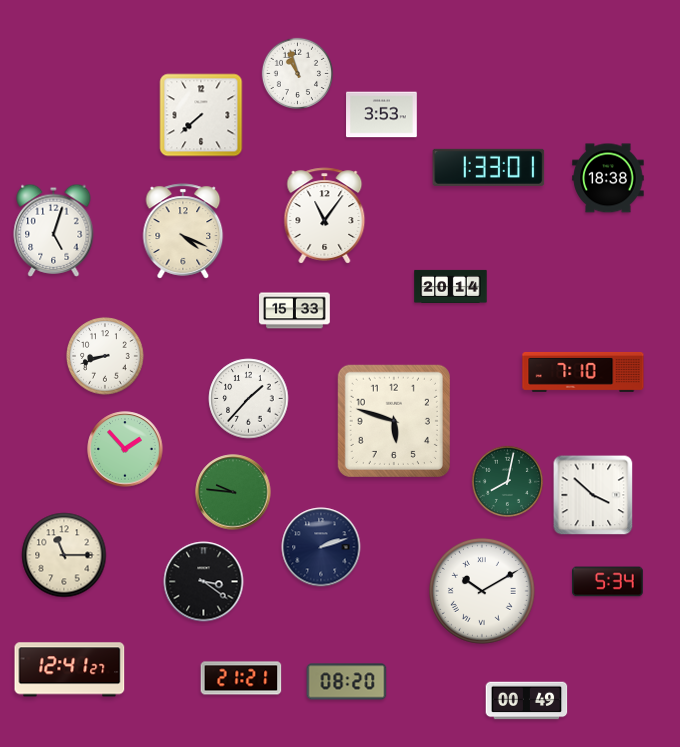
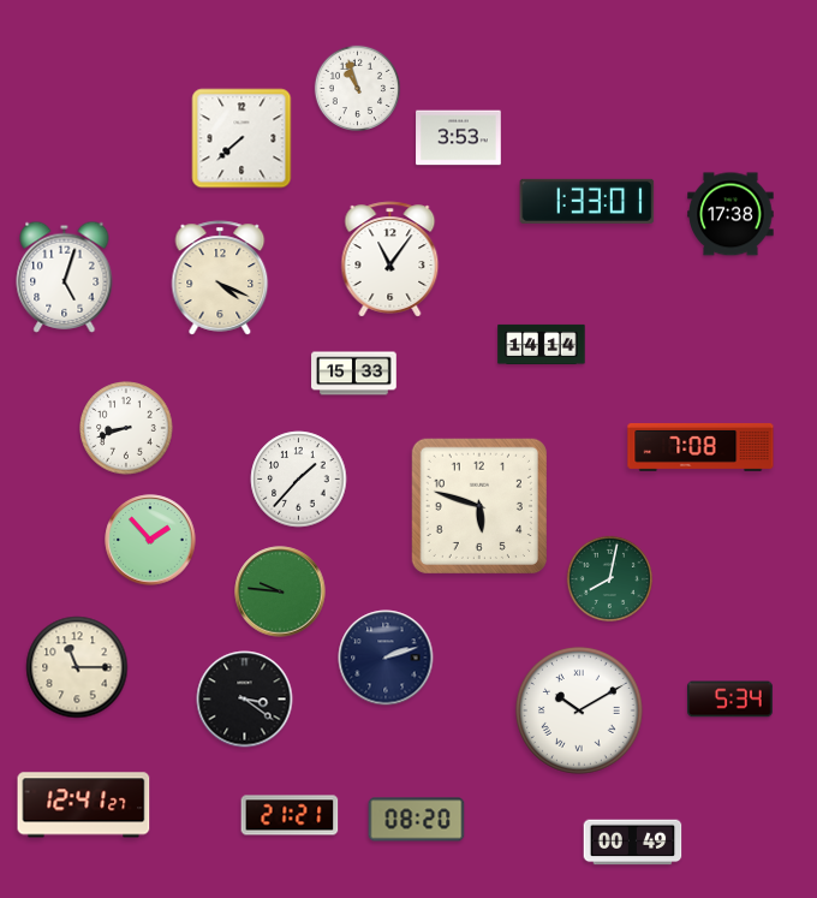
clock at (608, 178): 18:38 -> 17:38
clock at (451, 286): 20:14 -> 14:14
clock at (583, 372): 7:10 -> 7:08
clock at (394, 421) position: (394, 421) -> (479, 506)
clock at (593, 495): 3:52 -> none
